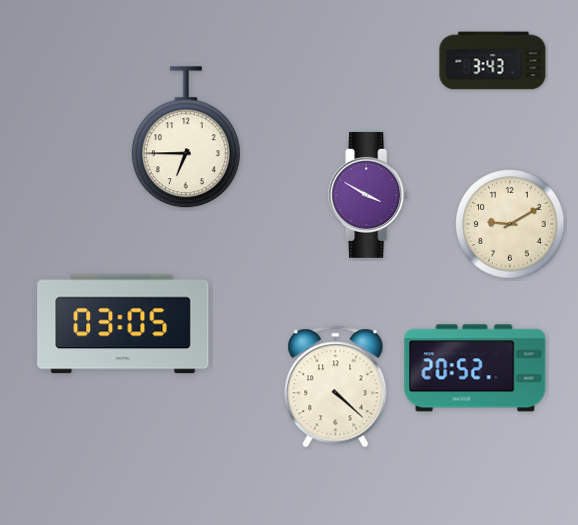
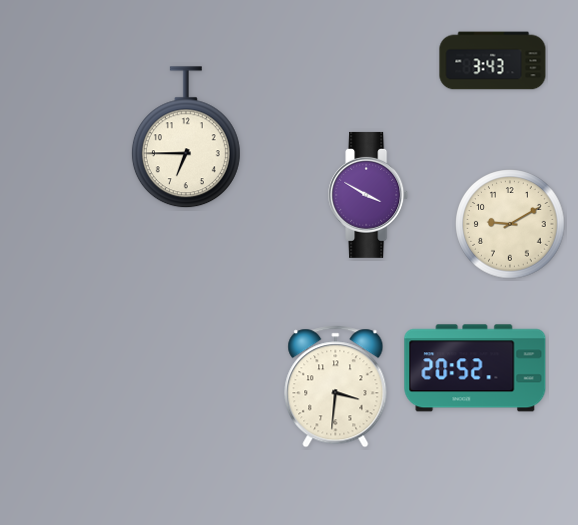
clock at (123, 324): 03:05 -> none
clock at (336, 387): 4:22 -> 3:31
